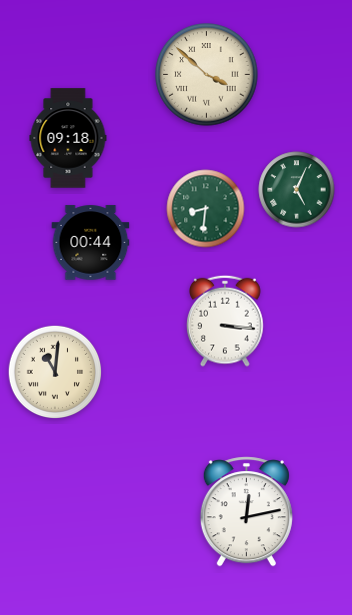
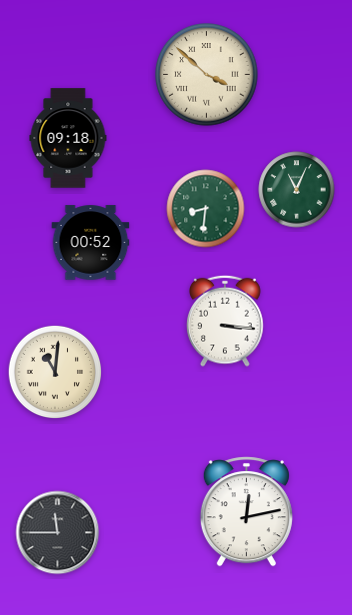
clock at (297, 190): 5:04 -> 11:04
clock at (91, 243): 00:44 -> 00:52
clock at (58, 533): none -> 11:45
